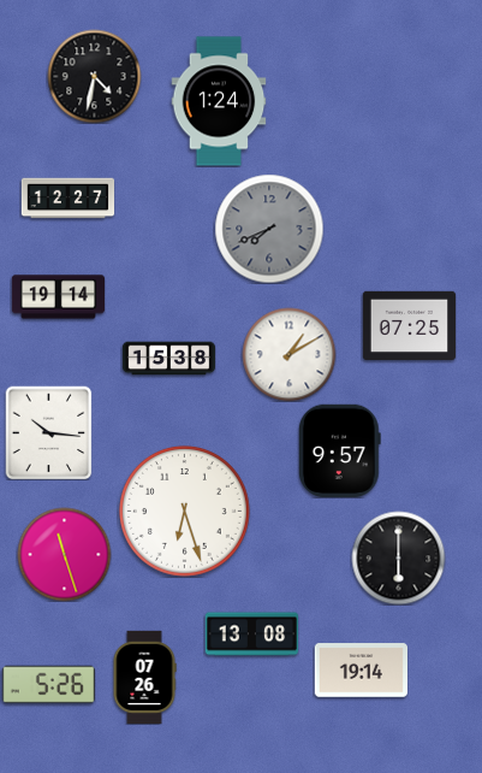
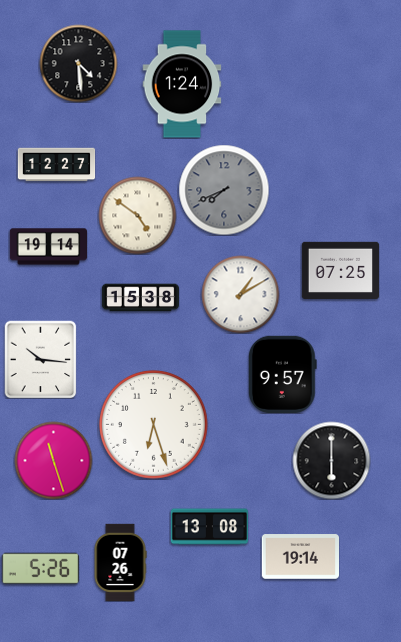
clock at (94, 76): 4:32 -> 4:29
clock at (137, 215): none -> 4:51
clock at (398, 557) position: (398, 557) -> (331, 460)
